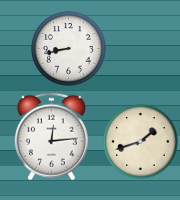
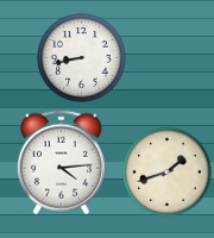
clock at (51, 137): 12:14 -> 4:14
clock at (141, 142) position: (141, 142) -> (168, 173)
